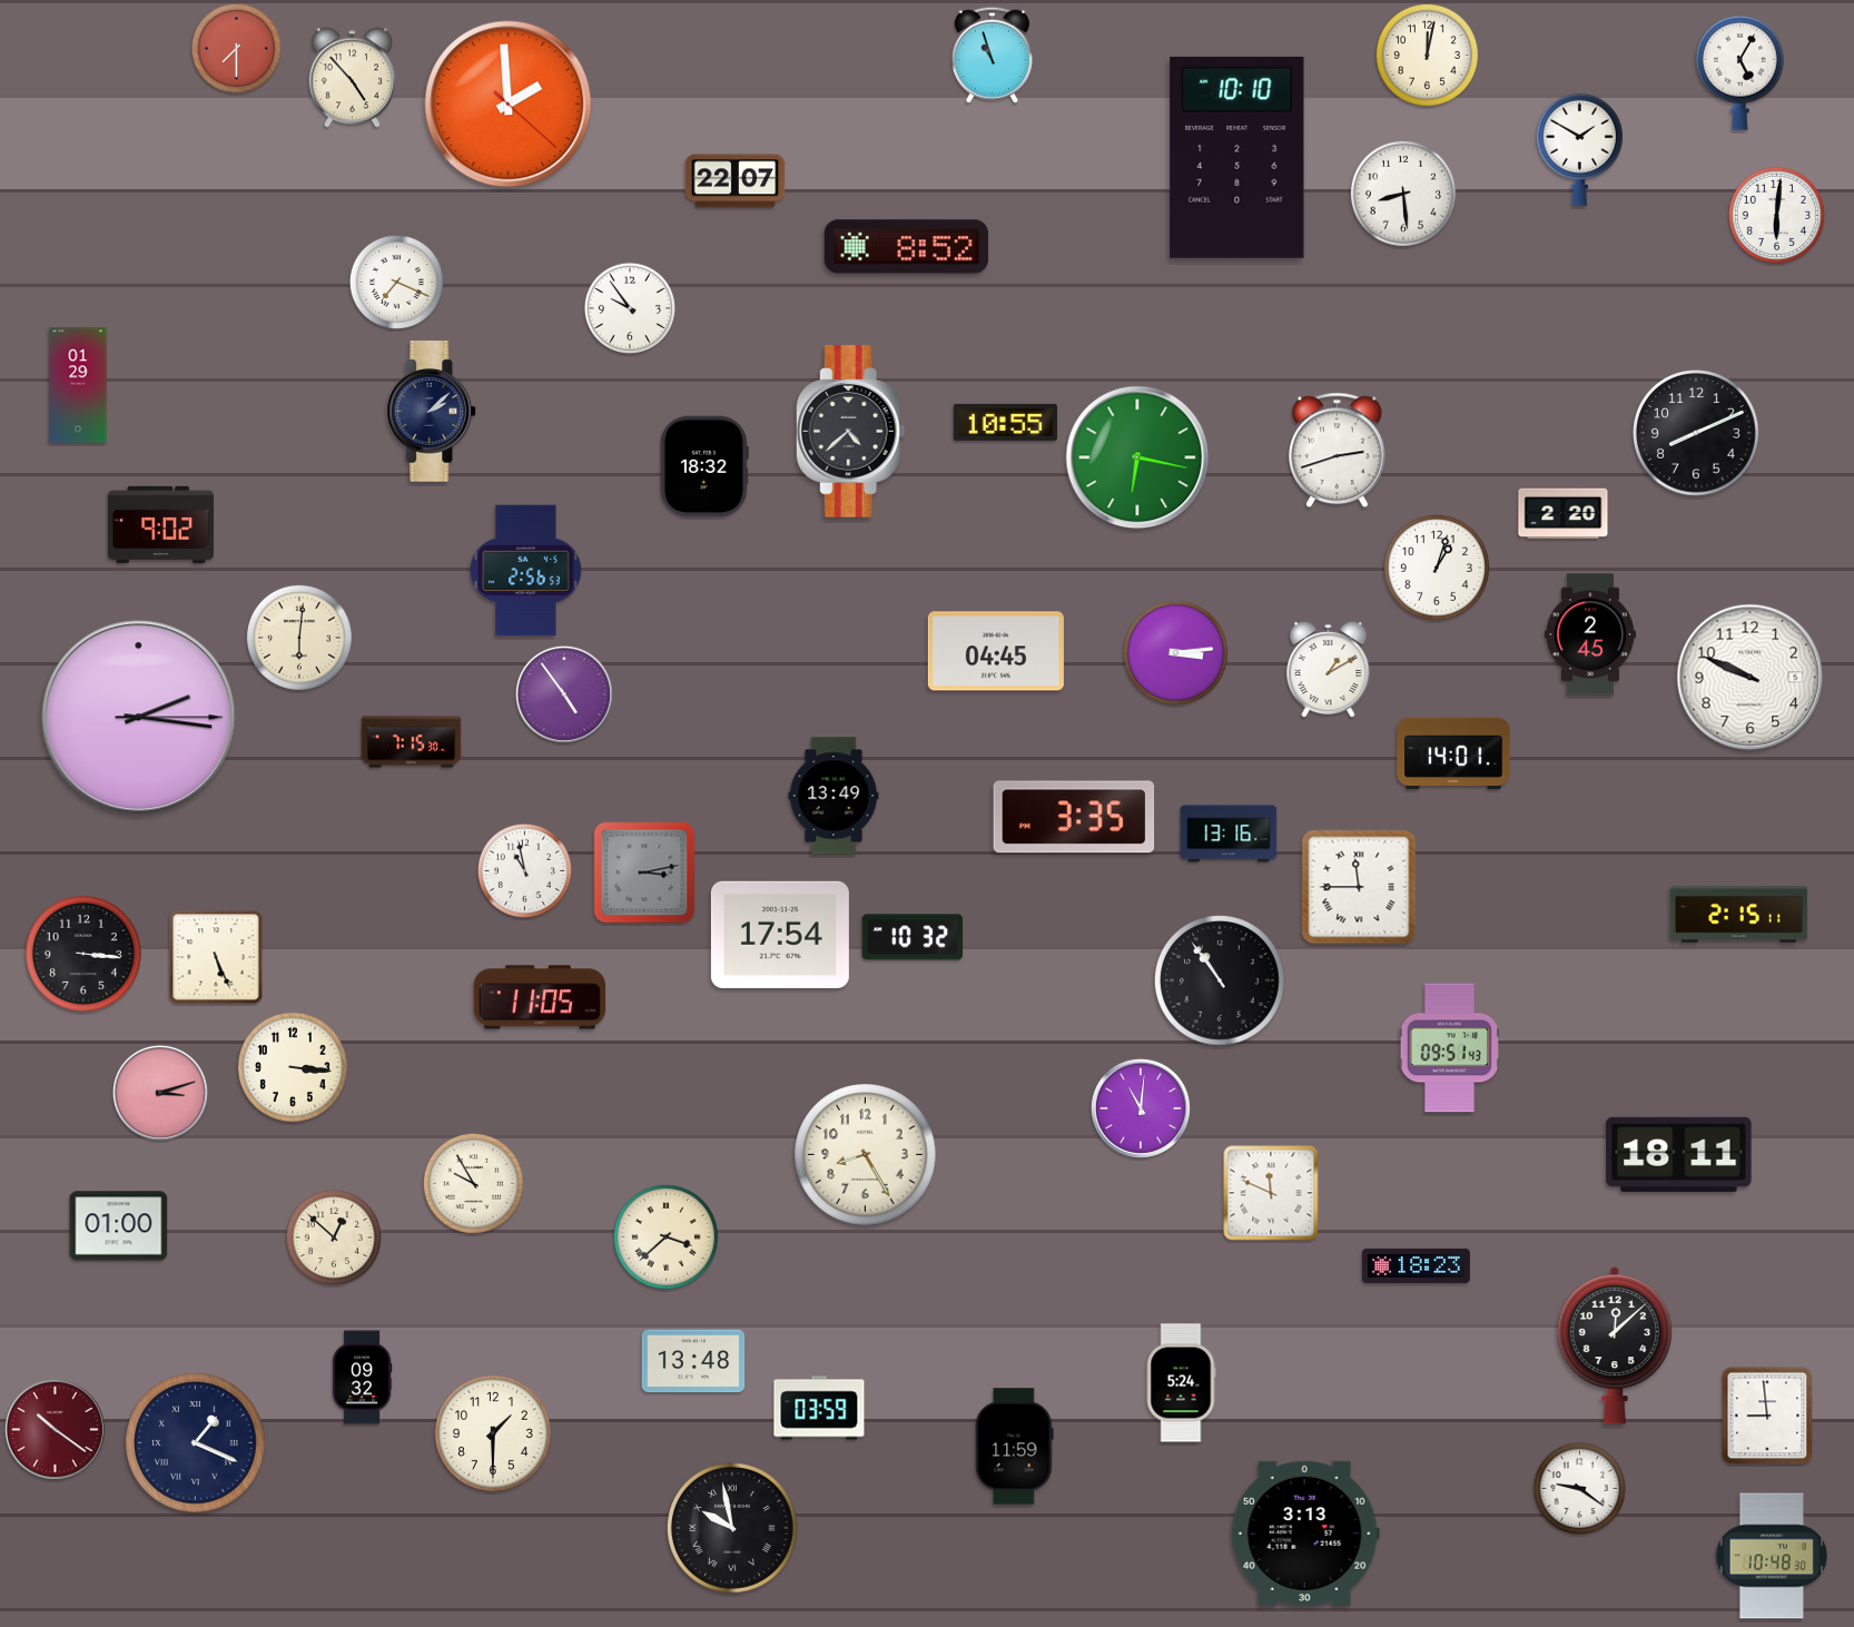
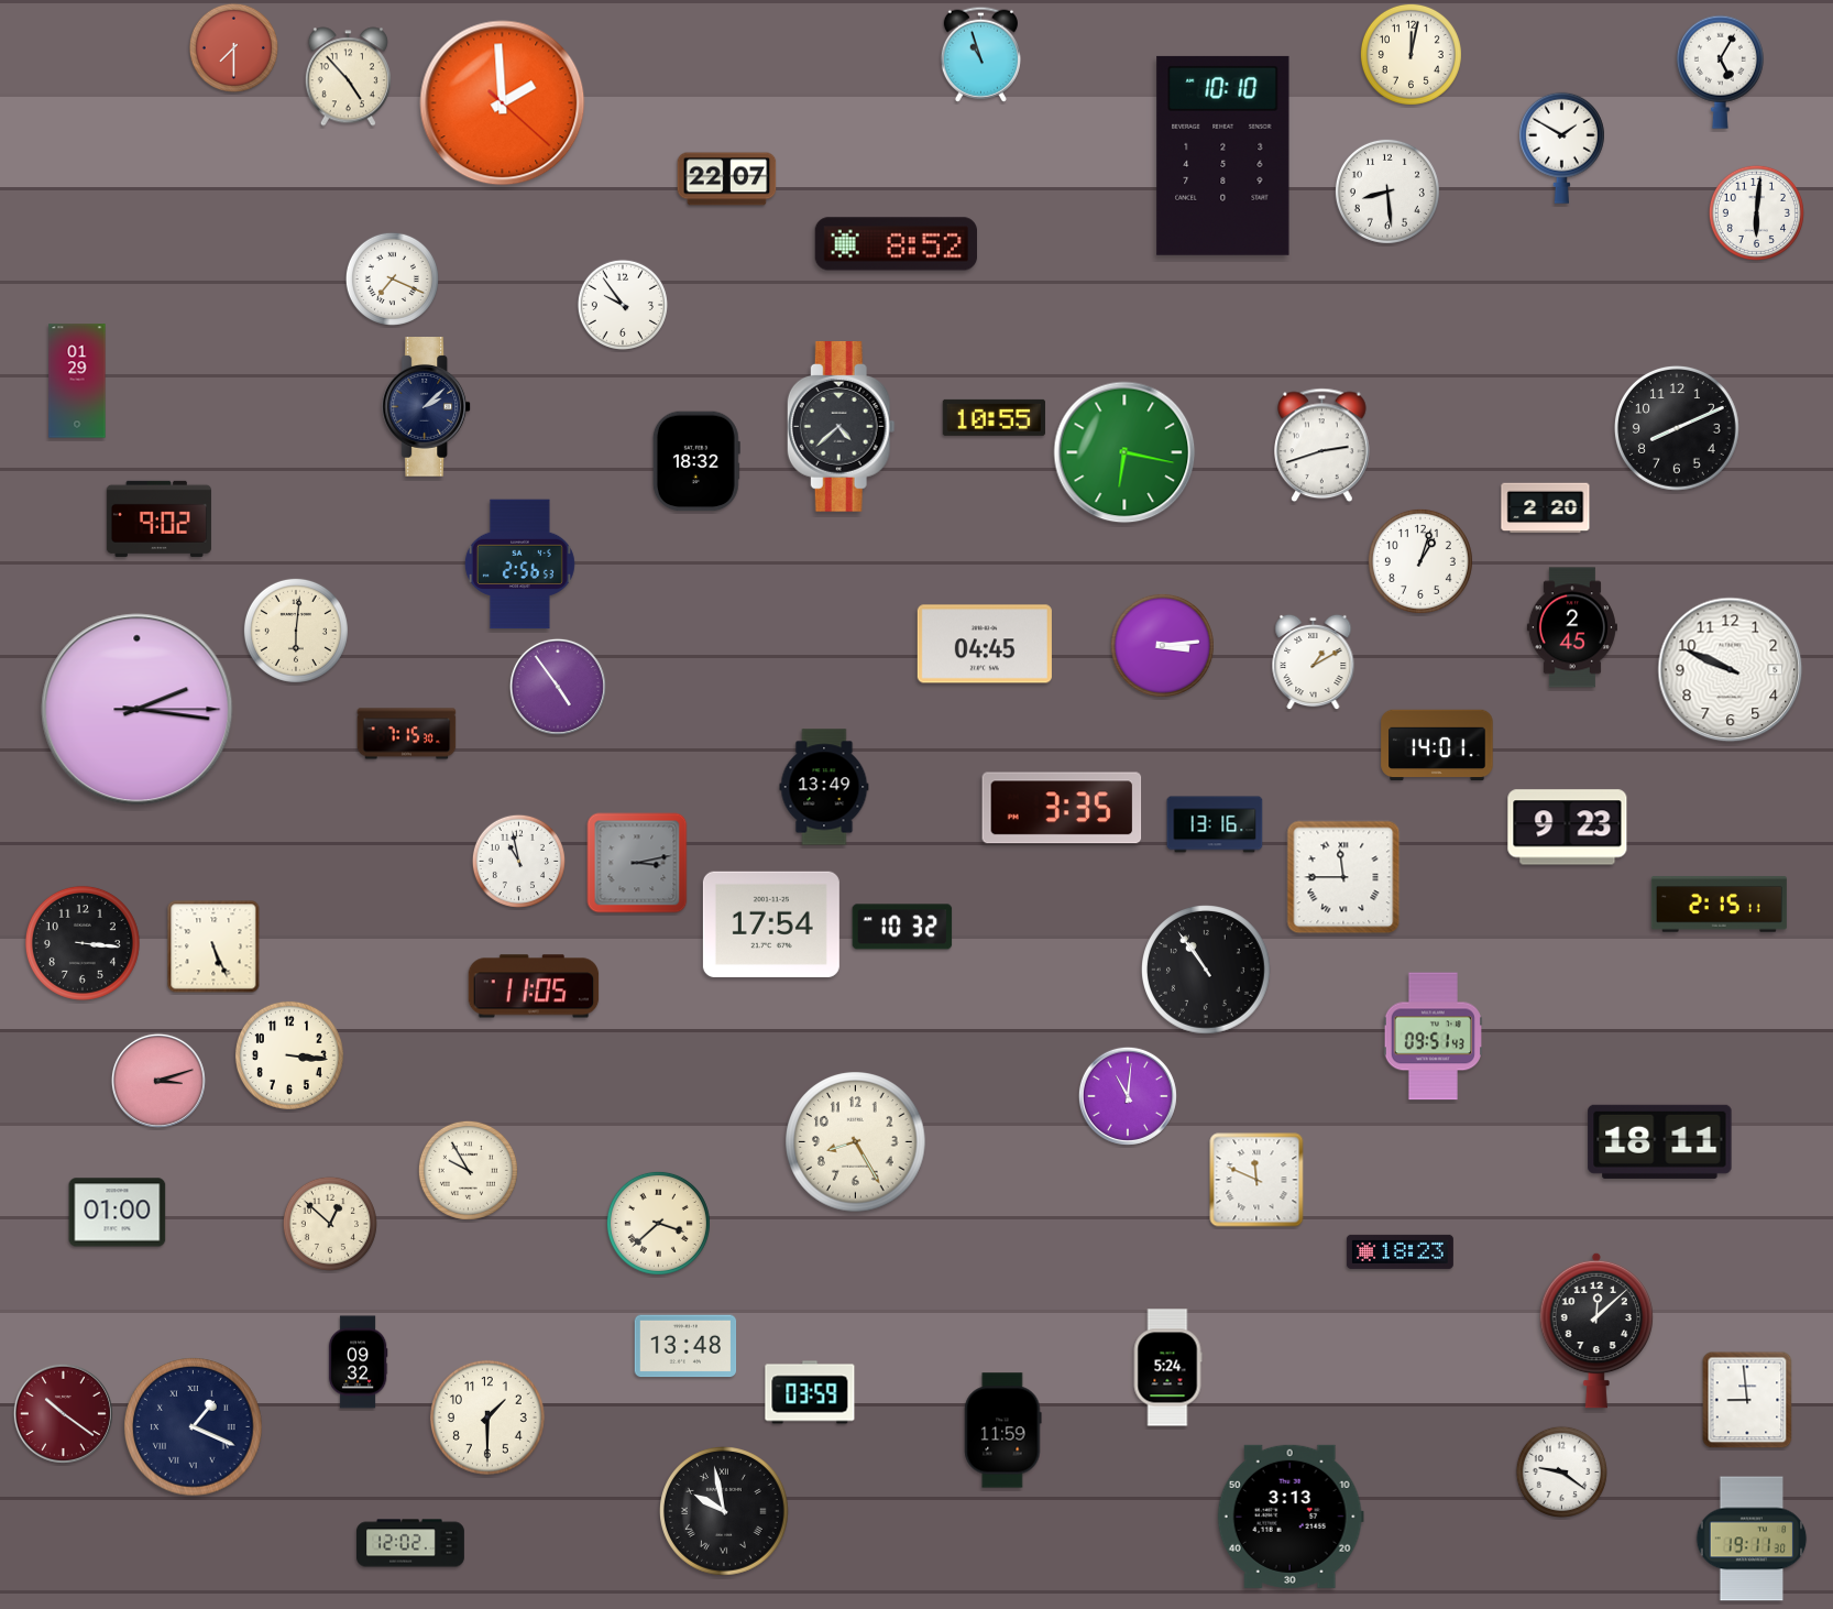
clock at (1568, 828): none -> 9:23
clock at (55, 1429) position: (55, 1429) -> (63, 1413)
clock at (1772, 1556): 10:48 -> 19:11
clock at (411, 1543): none -> 12:02
